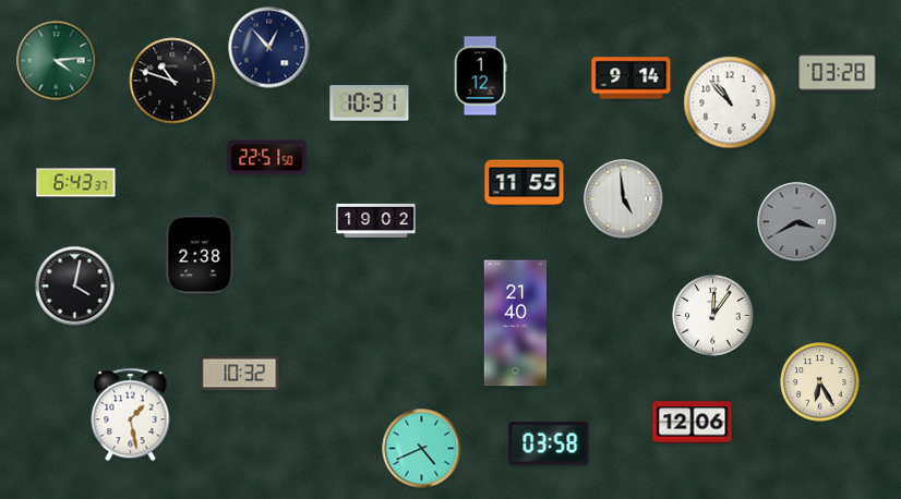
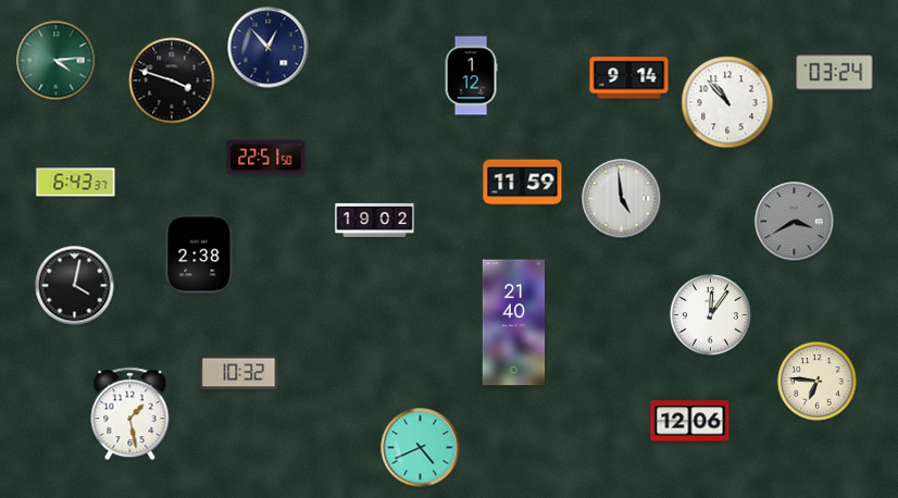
clock at (838, 73): 03:28 -> 03:24
clock at (480, 76) position: (480, 76) -> (471, 76)
clock at (172, 81): 10:48 -> 3:48
clock at (370, 104): 10:31 -> none
clock at (525, 183): 11:55 -> 11:59
clock at (820, 382): 6:25 -> 6:46
clock at (549, 443): 03:58 -> none
